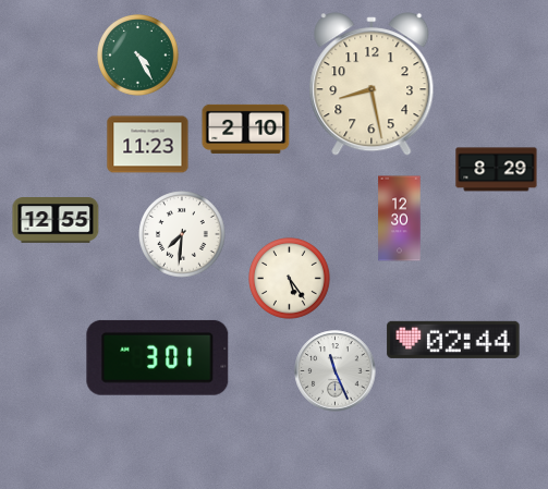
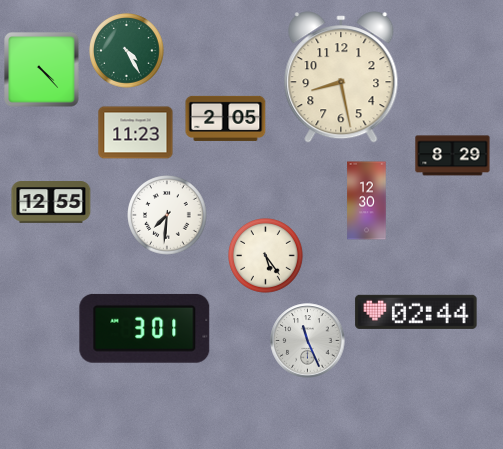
clock at (42, 70): none -> 4:23
clock at (246, 129): 2:10 -> 2:05
clock at (497, 170) position: (497, 170) -> (453, 156)
